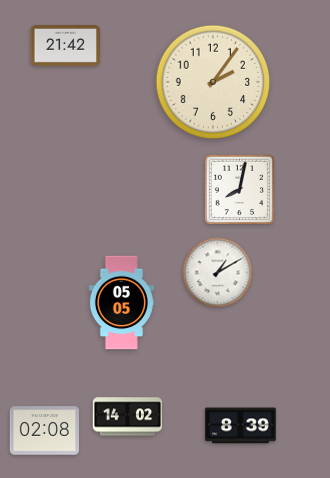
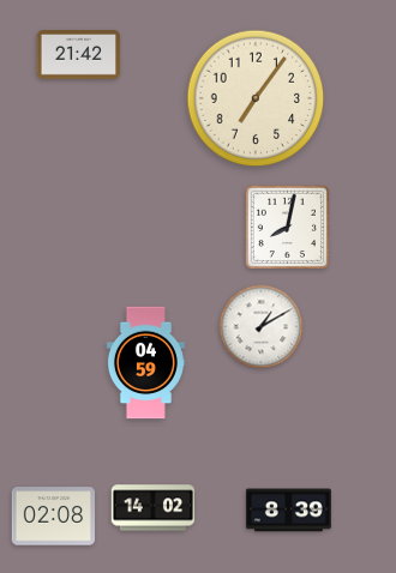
clock at (213, 82): 2:06 -> 7:06
clock at (121, 303): 05:05 -> 04:59
clock at (128, 417) position: (128, 417) -> (154, 508)
